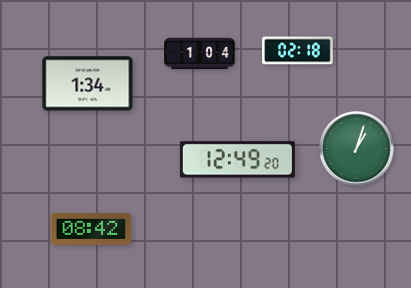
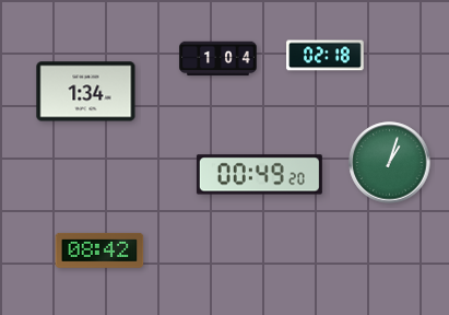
clock at (88, 84) position: (88, 84) -> (86, 92)
clock at (237, 160): 12:49 -> 00:49
